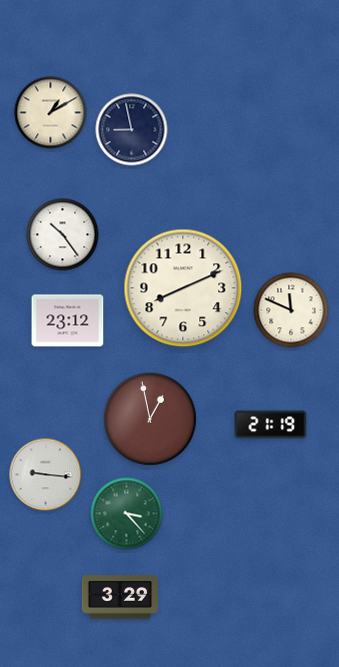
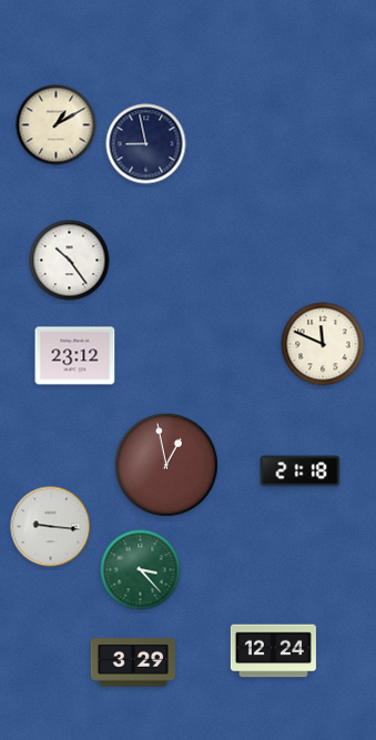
clock at (183, 288): 8:11 -> none
clock at (271, 425): 21:19 -> 21:18
clock at (273, 651): none -> 12:24
